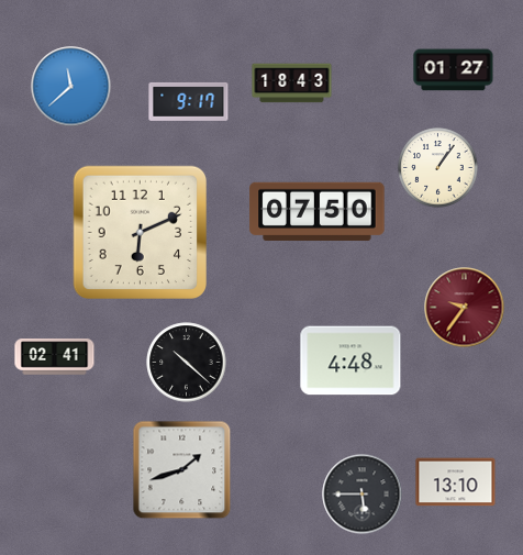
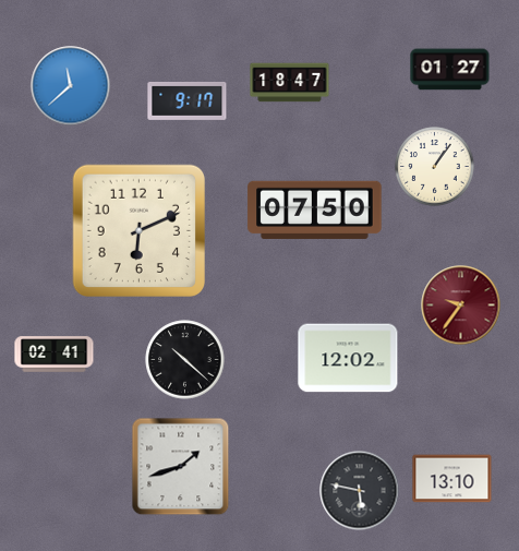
clock at (292, 84): 18:43 -> 18:47
clock at (350, 360): 4:48 -> 12:02
clock at (363, 495): 5:45 -> 5:47
